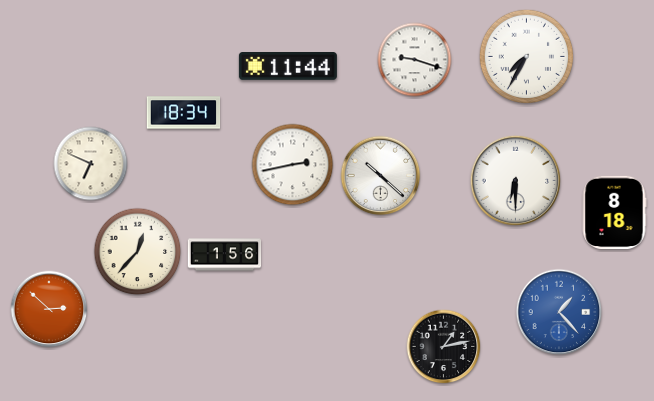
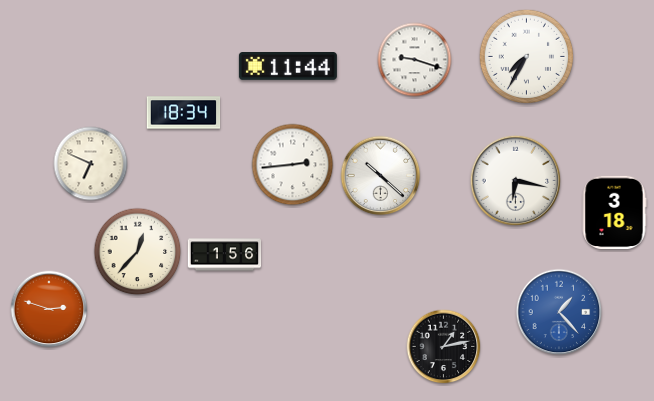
clock at (293, 165): 2:43 -> 2:44
clock at (516, 181): 6:30 -> 6:17
clock at (614, 213): 8:18 -> 3:18
clock at (49, 309): 2:52 -> 2:48
